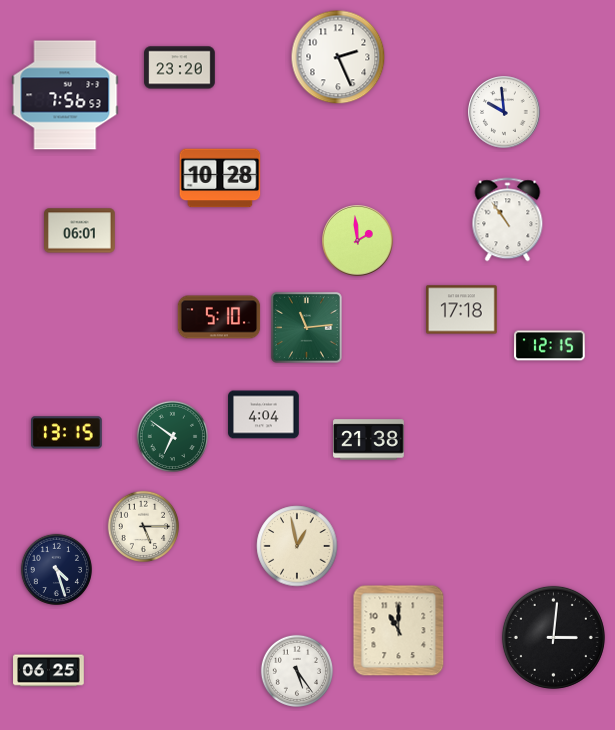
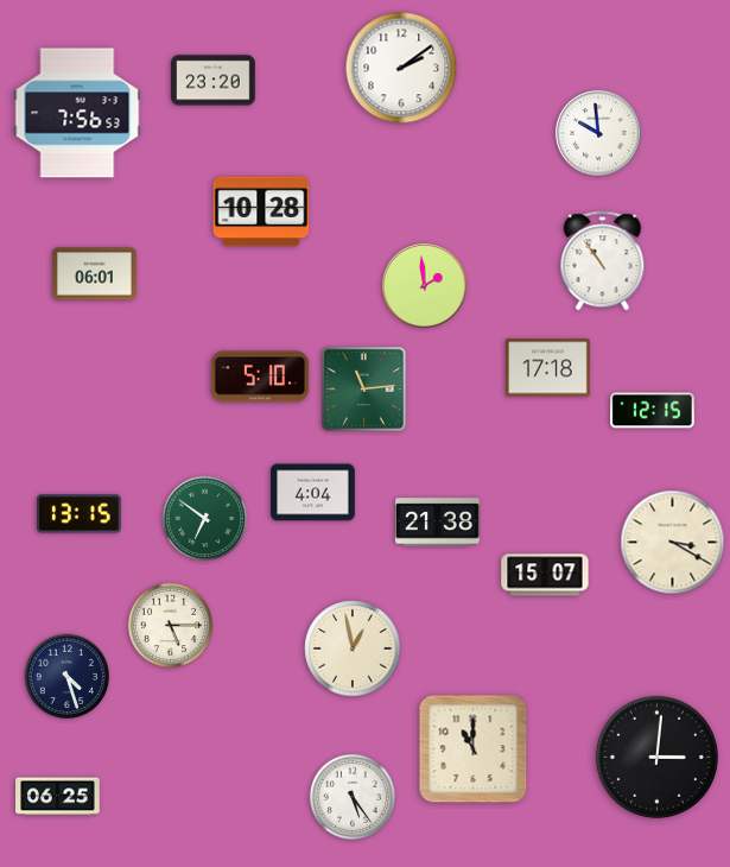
clock at (338, 57): 2:26 -> 2:09
clock at (673, 543): none -> 3:20
clock at (545, 575): none -> 15:07
